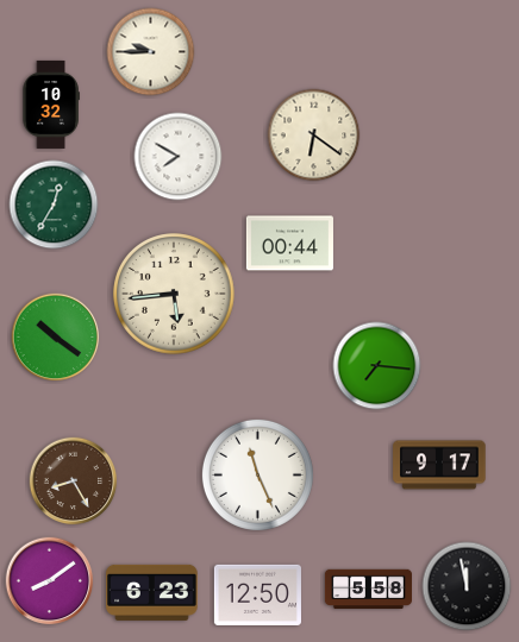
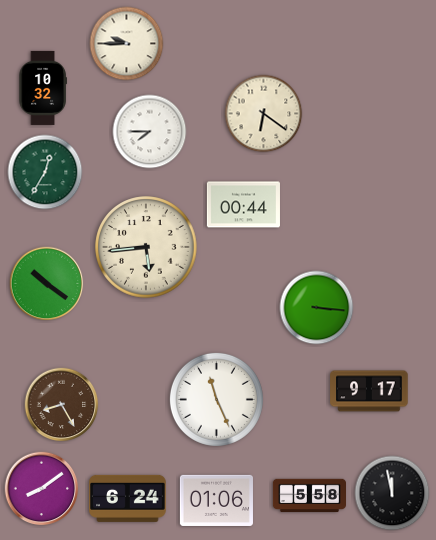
clock at (179, 157): 7:50 -> 7:45
clock at (377, 366): 7:16 -> 3:16
clock at (152, 592): 6:23 -> 6:24
clock at (257, 594): 12:50 -> 01:06
